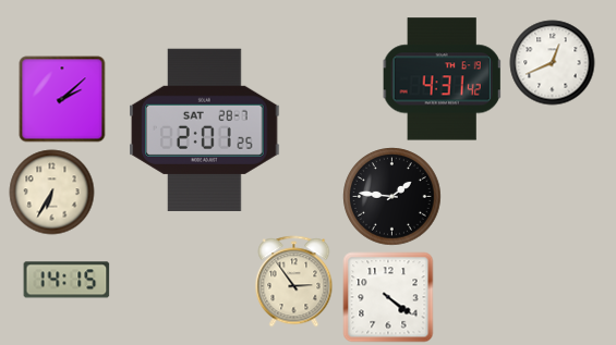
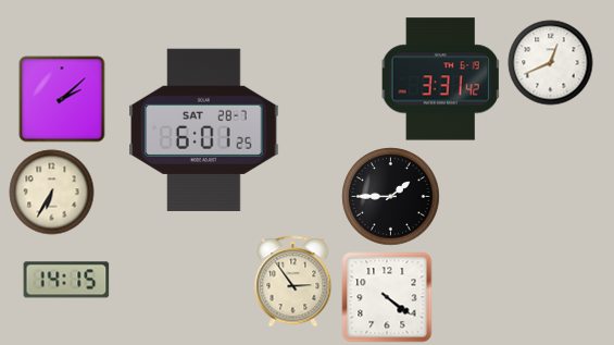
clock at (442, 79): 4:31 -> 3:31
clock at (205, 130): 2:01 -> 6:01
clock at (391, 196): 1:46 -> 1:45
